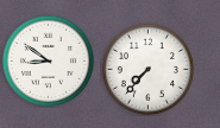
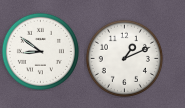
clock at (147, 69): 7:37 -> 1:11
